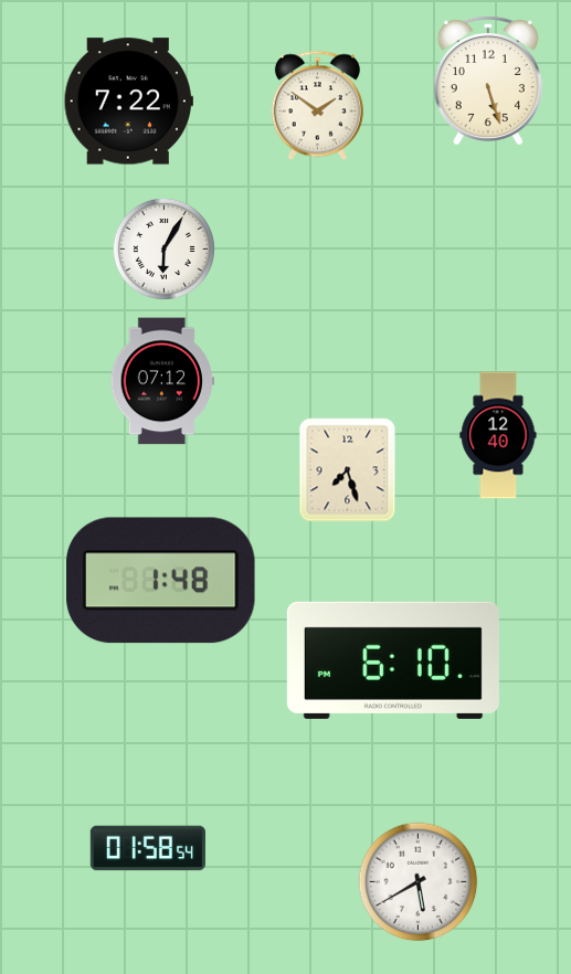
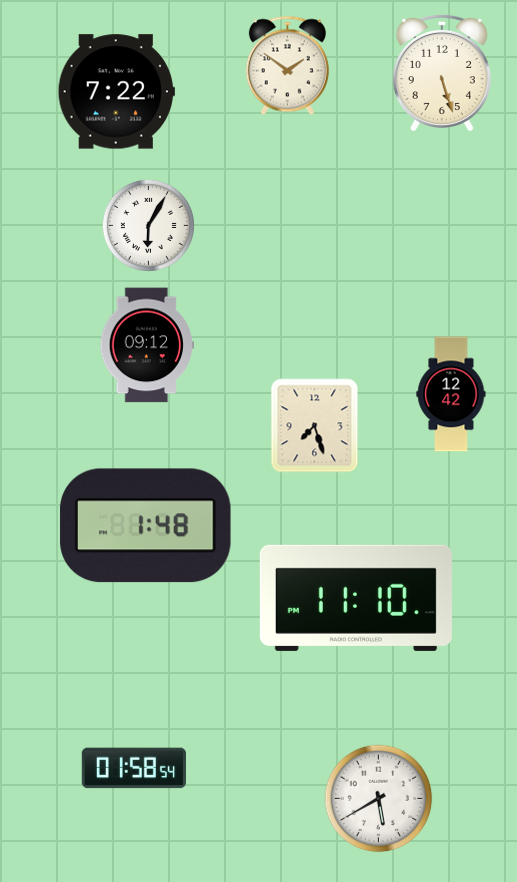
clock at (317, 106) position: (317, 106) -> (287, 66)
clock at (162, 381): 07:12 -> 09:12
clock at (498, 435): 12:40 -> 12:42
clock at (393, 660): 6:10 -> 11:10
